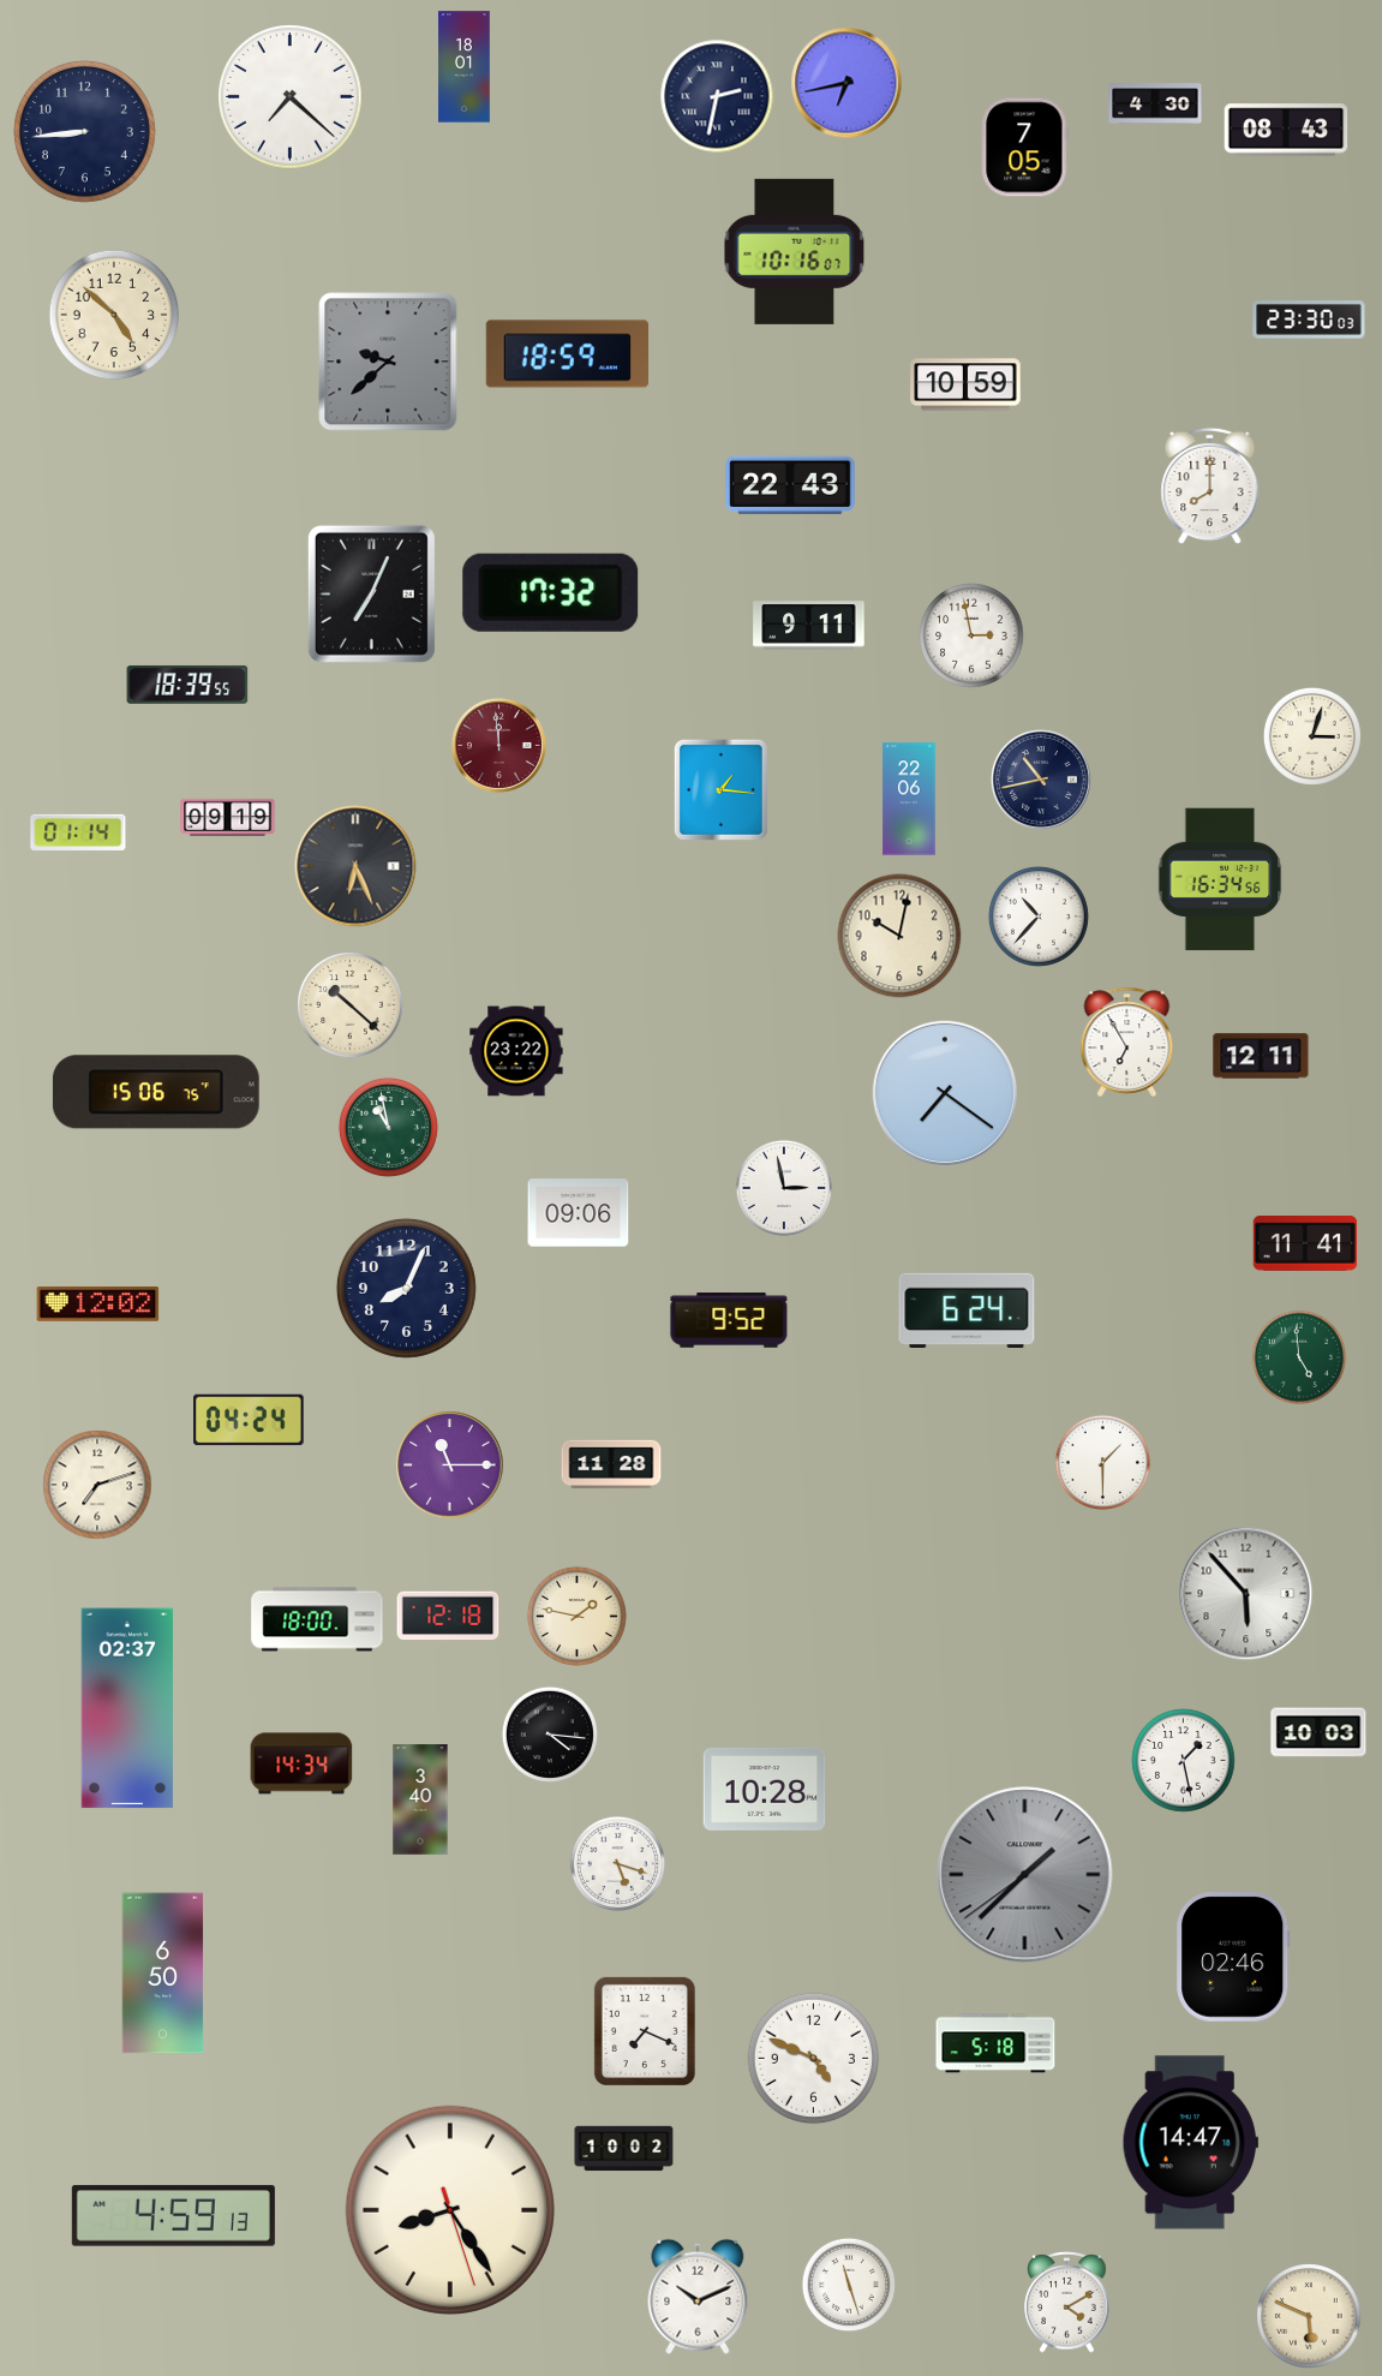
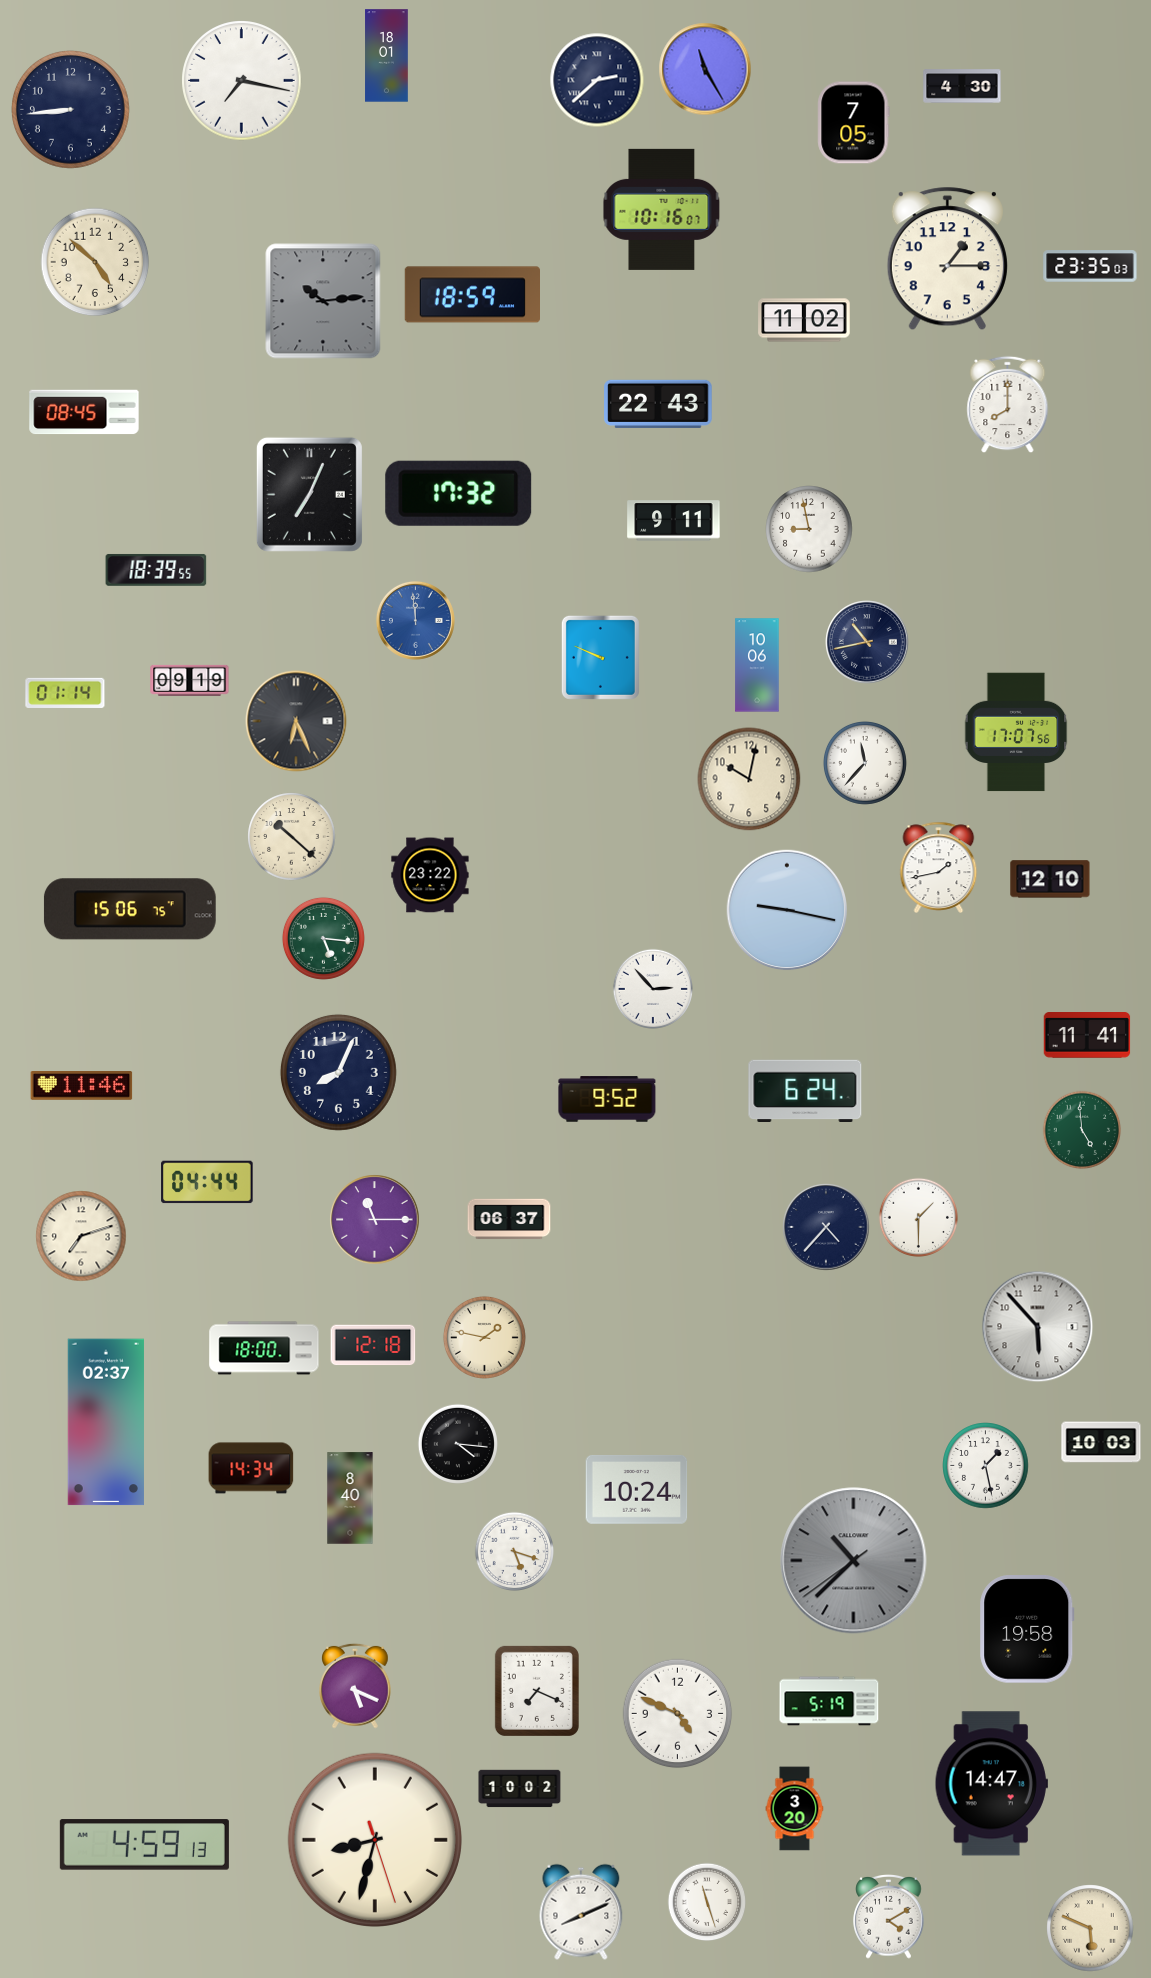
clock at (846, 83): 6:43 -> 11:25
clock at (717, 96): 2:32 -> 2:38
clock at (291, 97): 7:22 -> 7:17
clock at (1286, 130): 08:43 -> none
clock at (947, 259): none -> 1:15
clock at (1309, 320): 23:30 -> 23:35
clock at (388, 362): 9:38 -> 10:14
clock at (965, 384): 10:59 -> 11:02
clock at (84, 412): none -> 08:45
clock at (971, 635): 2:58 -> 8:58
clock at (1312, 736): 3:03 -> none
clock at (498, 745) dial: burgundy -> blue
clock at (1041, 780) position: (1041, 780) -> (867, 642)
clock at (720, 789): 1:16 -> 9:49
clock at (909, 799): 22:06 -> 10:06
clock at (1220, 879): 16:34 -> 17:07
clock at (1039, 917): 10:37 -> 11:37
clock at (1127, 1041): 6:55 -> 1:43
clock at (1261, 1056): 12:11 -> 12:10
clock at (945, 1093): 7:21 -> 9:17
clock at (388, 1127): 10:58 -> 5:16
clock at (784, 1188): 2:58 -> 2:53
clock at (579, 1213): 09:06 -> none
clock at (98, 1305): 12:02 -> 11:46
clock at (249, 1420): 04:24 -> 04:44
clock at (611, 1464): 11:28 -> 06:37
clock at (826, 1227): none -> 4:37
clock at (576, 1616) position: (576, 1616) -> (484, 1337)
clock at (1318, 1732) position: (1318, 1732) -> (1101, 1442)
clock at (765, 1789): 10:28 -> 10:24
clock at (420, 1799): 3:40 -> 8:40
clock at (1025, 1875): 1:37 -> 10:37
clock at (1233, 1957): 02:46 -> 19:58
clock at (163, 1974): 6:50 -> none
clock at (356, 1686): none -> 5:19
clock at (995, 2043): 5:18 -> 5:19
clock at (795, 1809): none -> 3:20
clock at (450, 2210): 8:24 -> 8:32
clock at (698, 2297): 10:11 -> 8:11
